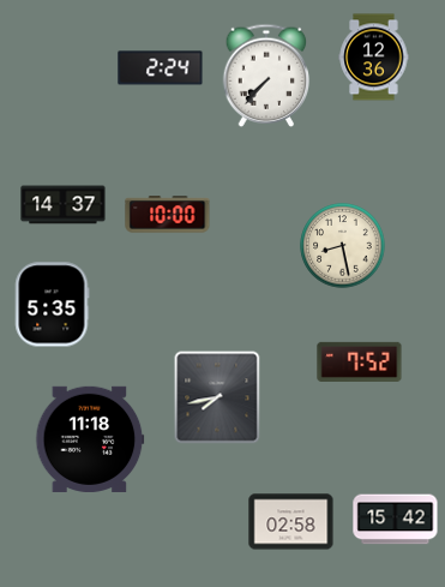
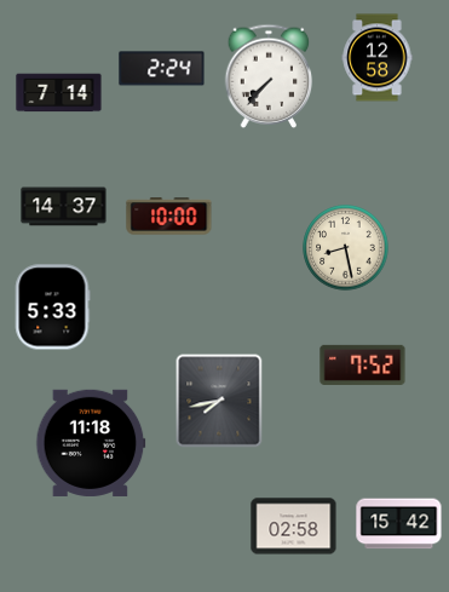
clock at (374, 58): 12:36 -> 12:58
clock at (59, 93): none -> 7:14
clock at (52, 305): 5:35 -> 5:33
